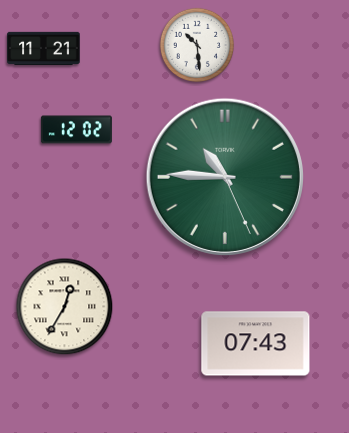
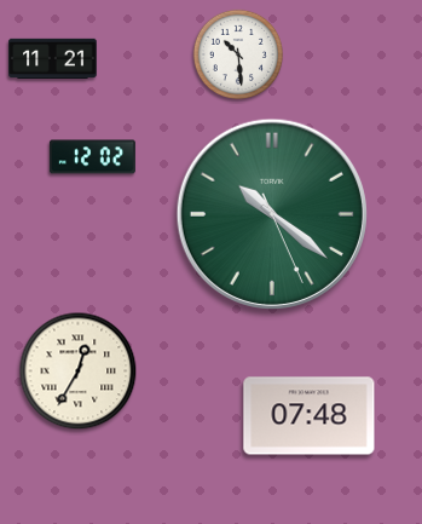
clock at (225, 177): 10:45 -> 10:21
clock at (256, 344): 07:43 -> 07:48
